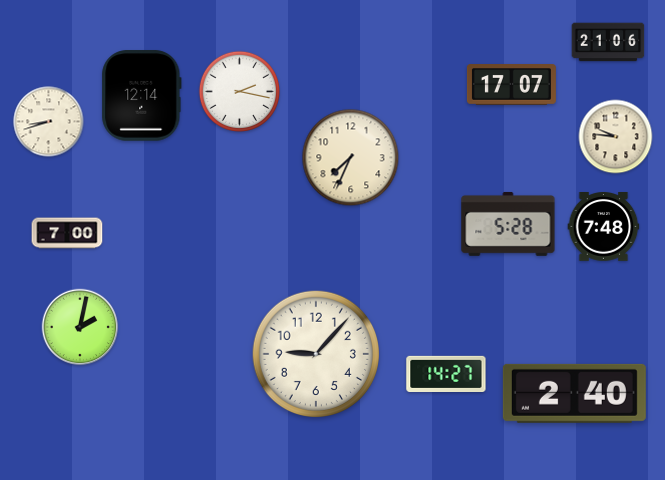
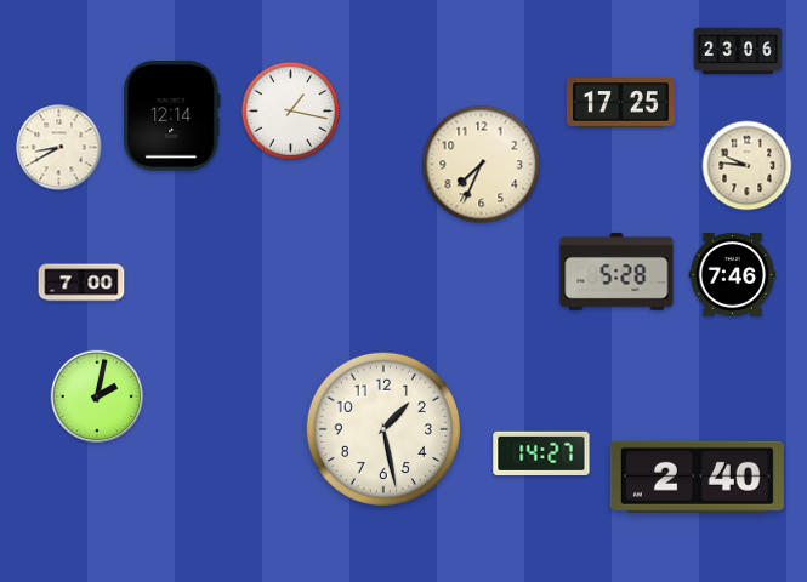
clock at (608, 42): 21:06 -> 23:06
clock at (511, 85): 17:07 -> 17:25
clock at (240, 92): 2:17 -> 1:17
clock at (49, 122): 8:42 -> 8:40
clock at (351, 158) position: (351, 158) -> (482, 165)
clock at (604, 227): 7:48 -> 7:46
clock at (315, 353): 9:07 -> 1:28
